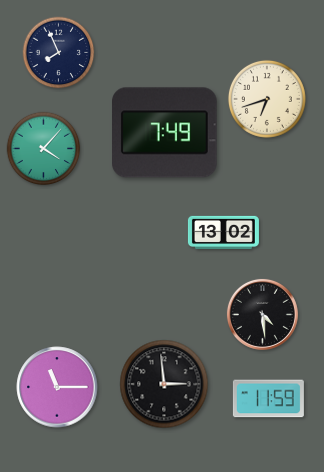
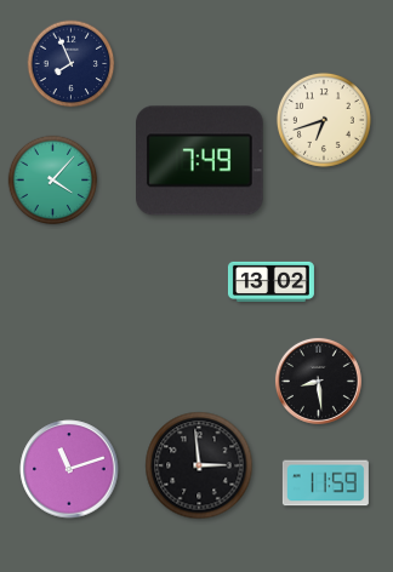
clock at (262, 314): 4:29 -> 8:29
clock at (57, 387): 11:15 -> 11:12
